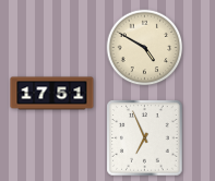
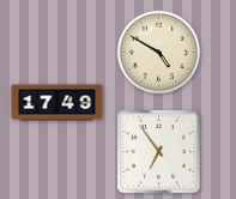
clock at (52, 94): 17:51 -> 17:49
clock at (145, 138): 6:56 -> 6:54
